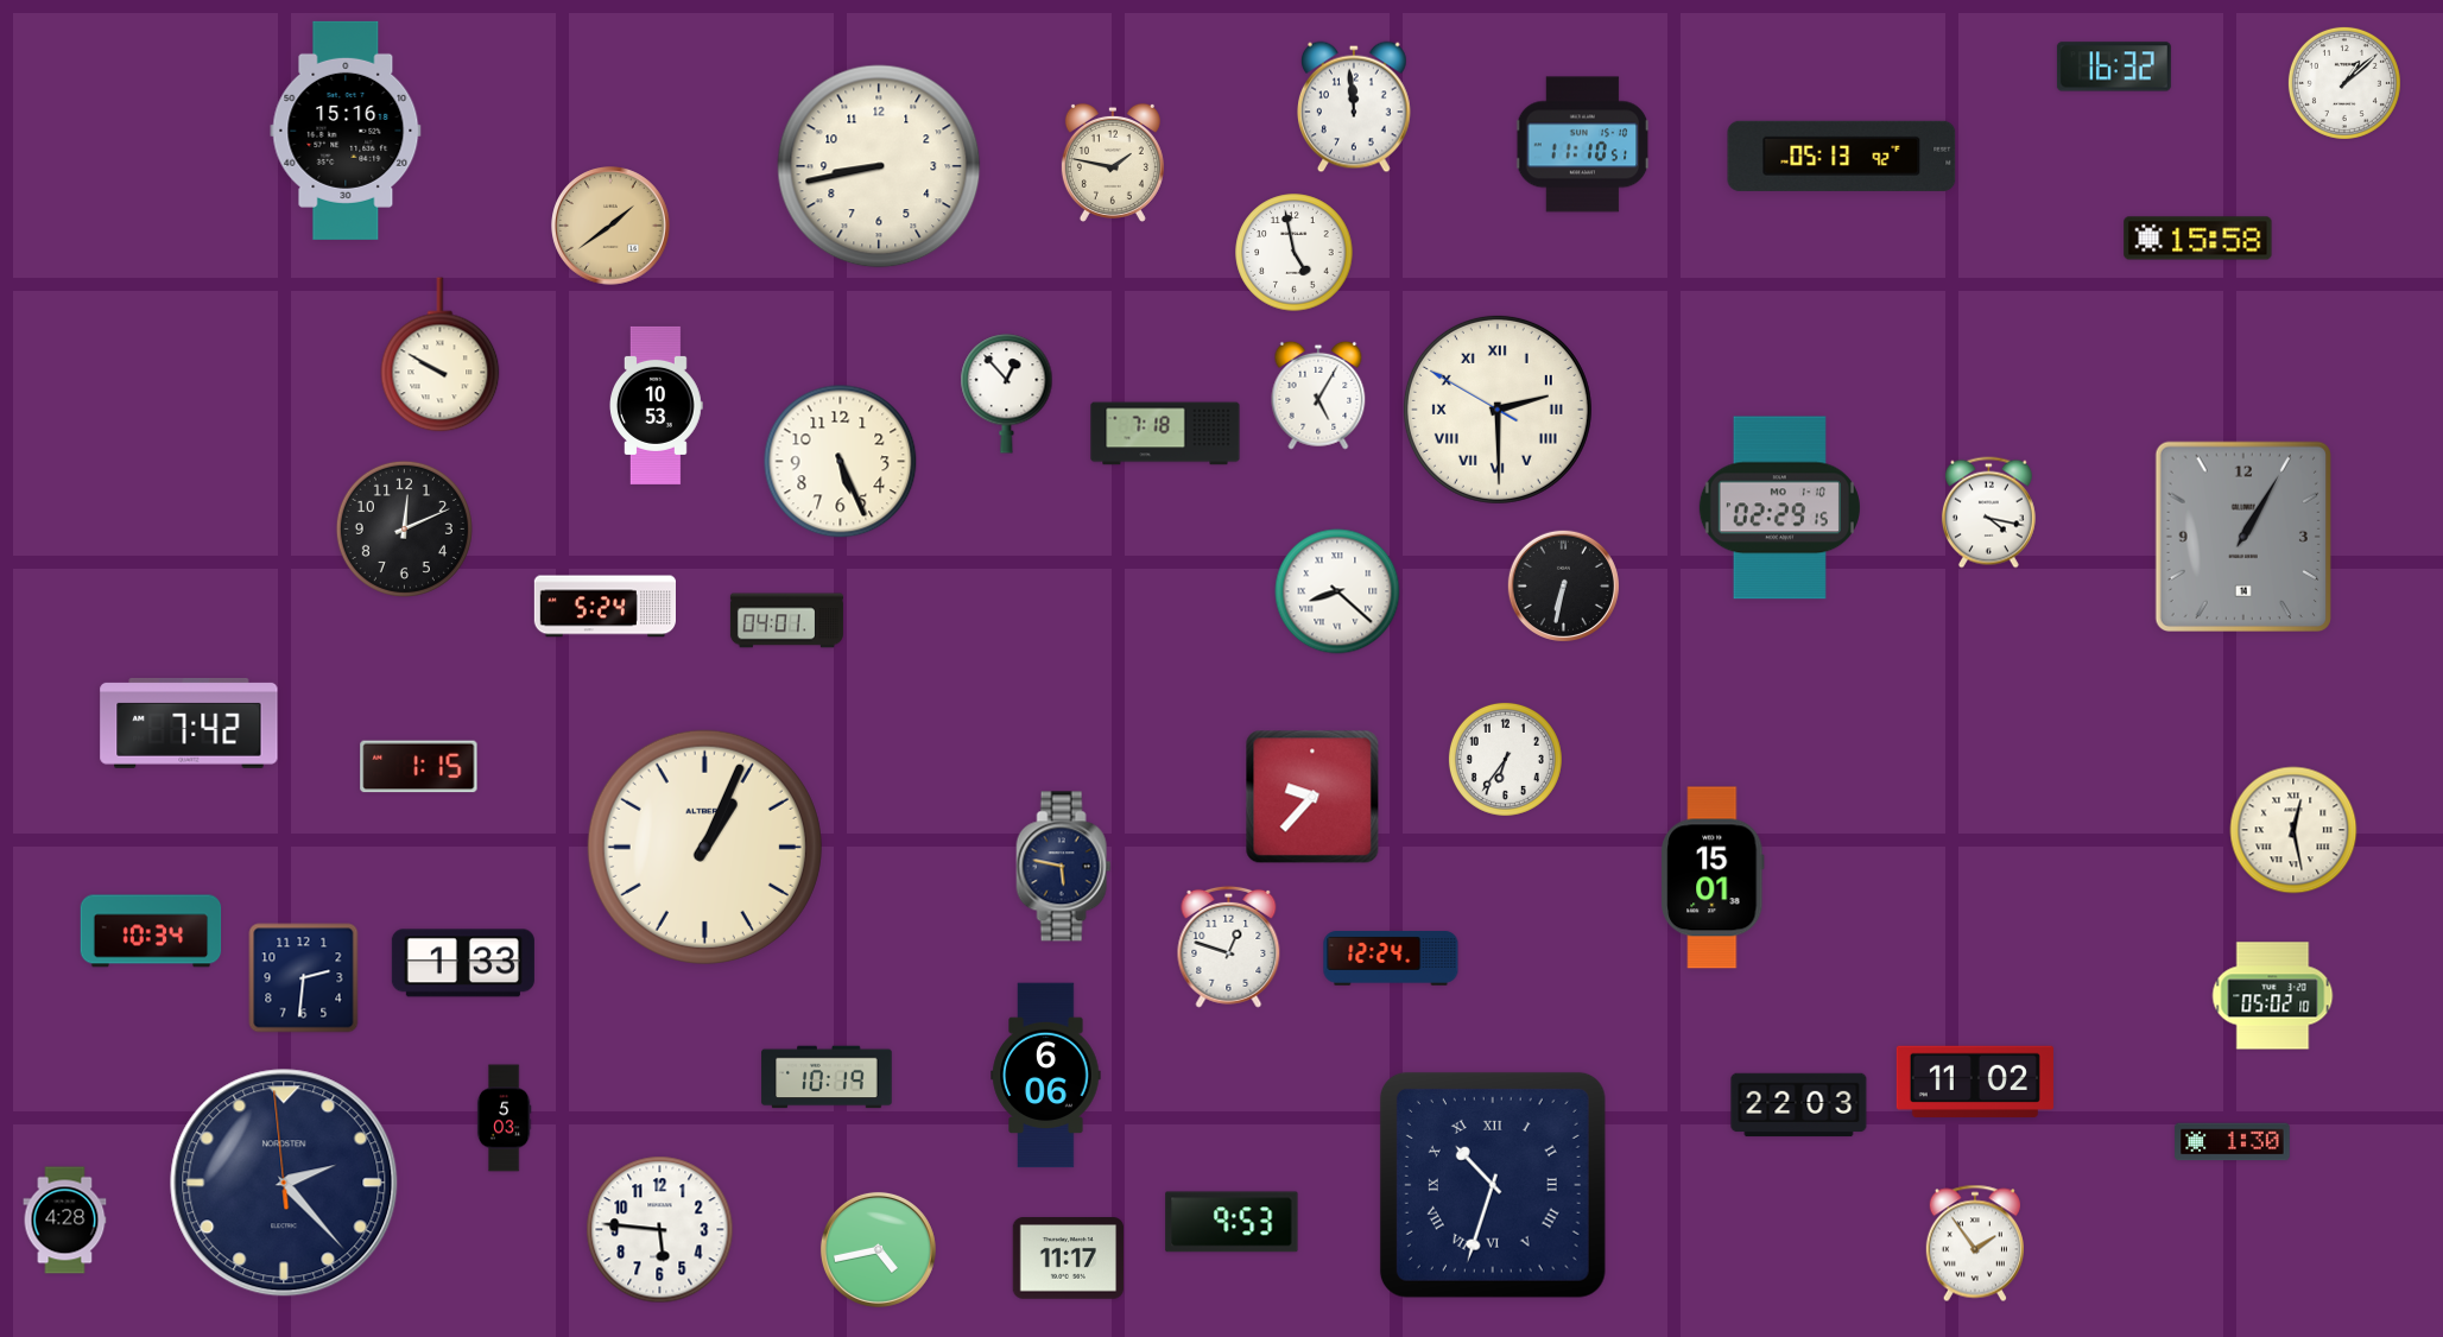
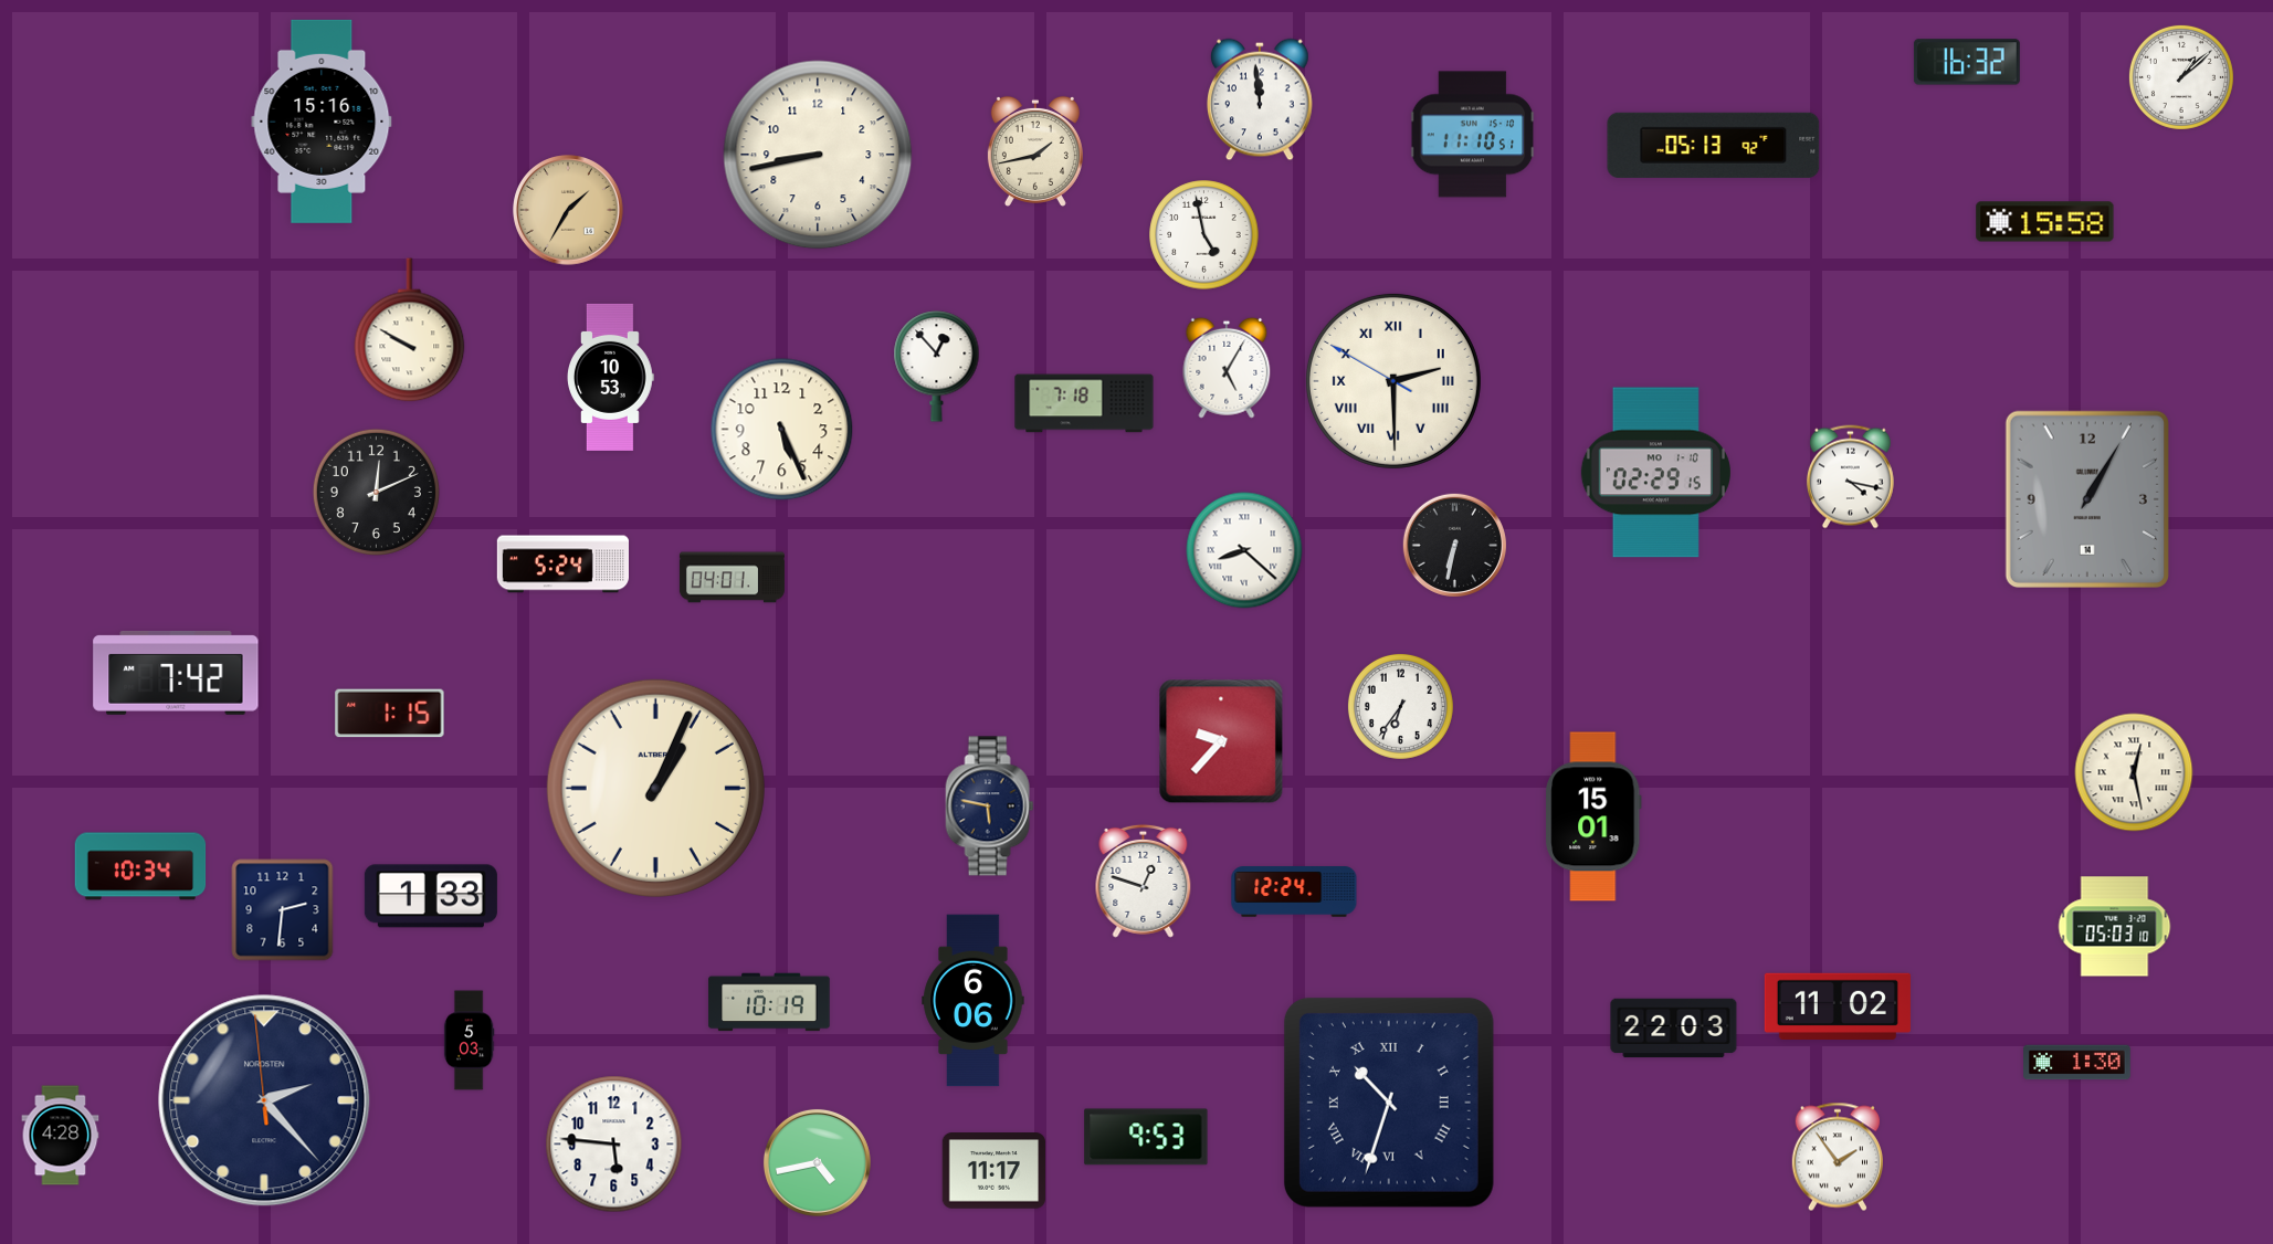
clock at (1113, 163): 1:47 -> 1:43
clock at (610, 226): 1:39 -> 1:35
clock at (2273, 996): 05:02 -> 05:03
